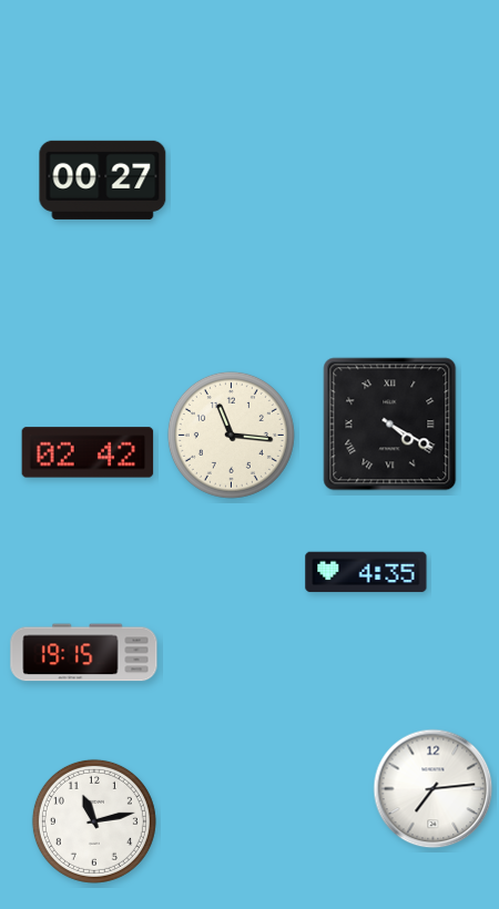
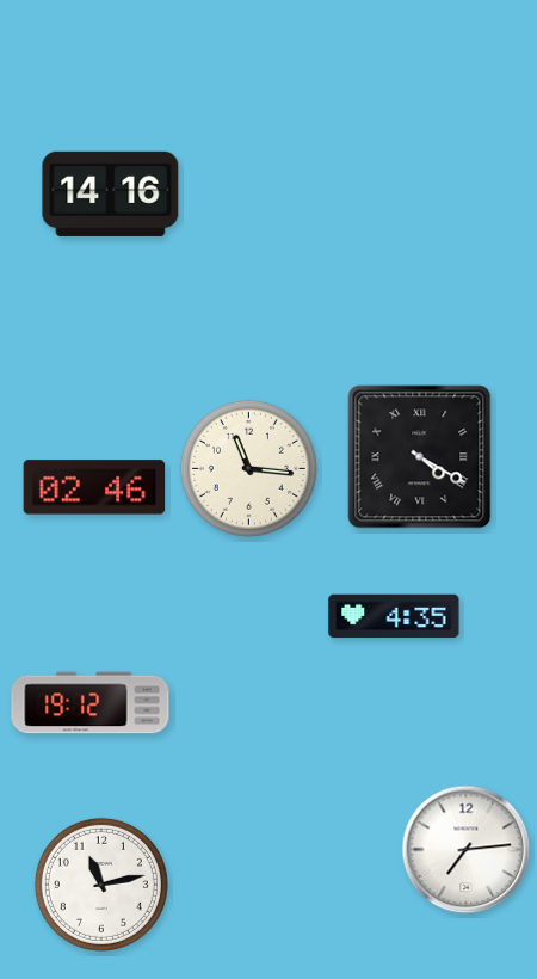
clock at (103, 180): 00:27 -> 14:16
clock at (88, 452): 02:42 -> 02:46
clock at (84, 653): 19:15 -> 19:12
